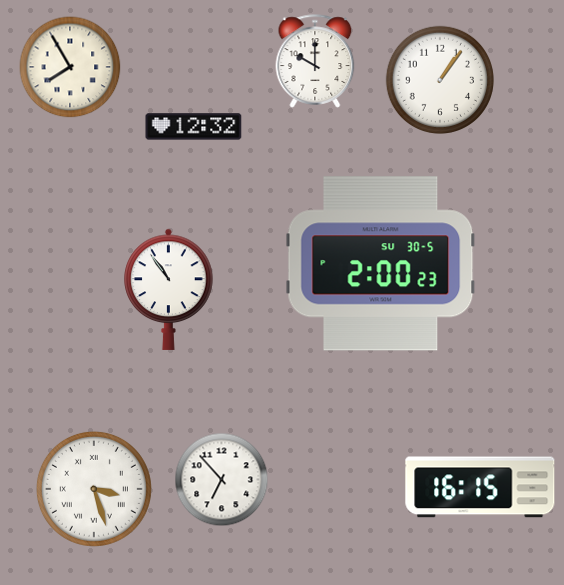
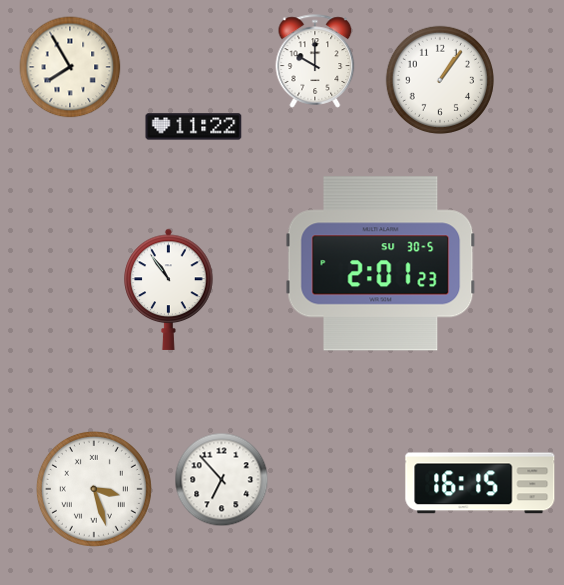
clock at (194, 127): 12:32 -> 11:22
clock at (381, 264): 2:00 -> 2:01
clock at (480, 487) position: (480, 487) -> (480, 483)
